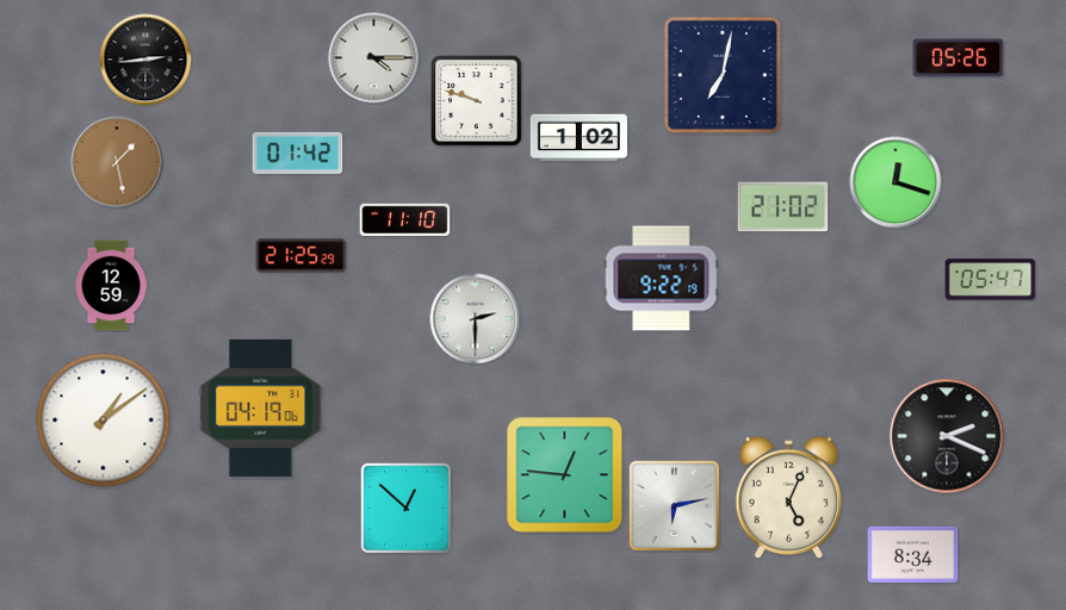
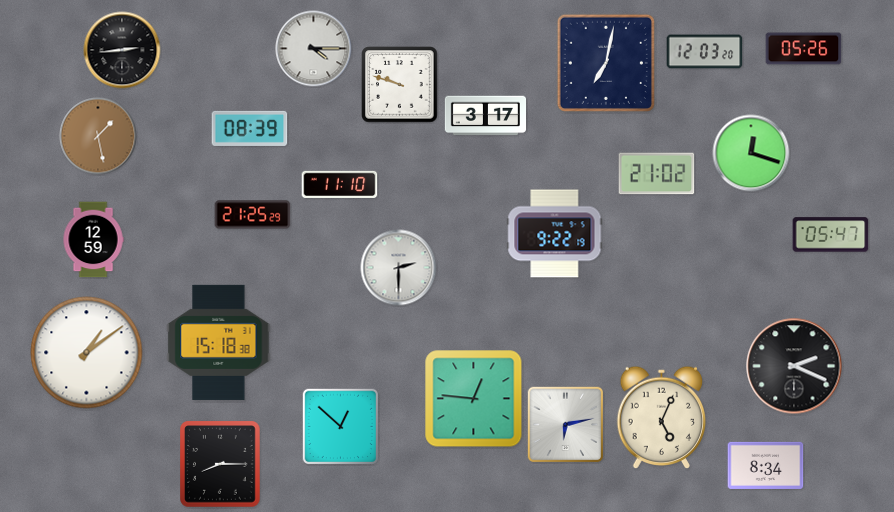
clock at (705, 52): none -> 12:03
clock at (578, 138): 1:02 -> 3:17
clock at (298, 152): 01:42 -> 08:39
clock at (261, 407): 04:19 -> 15:18
clock at (220, 464): none -> 8:15
